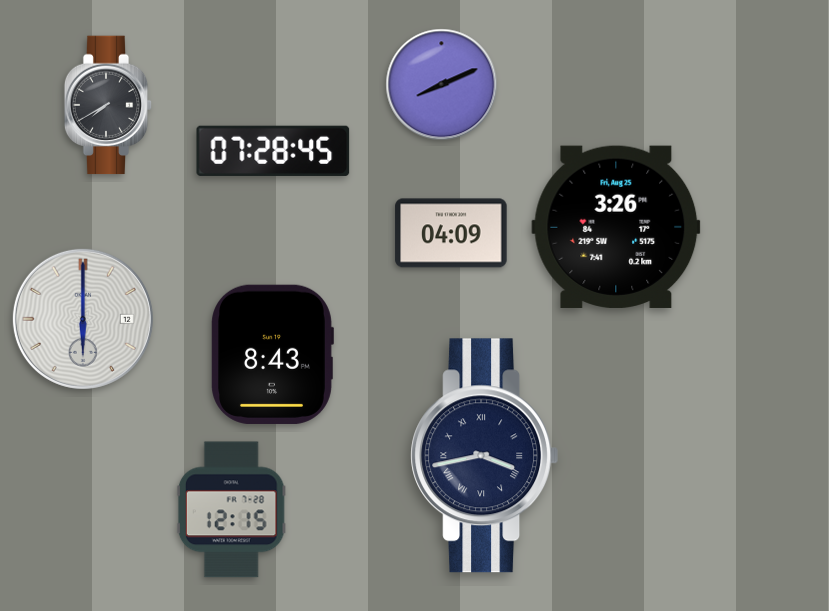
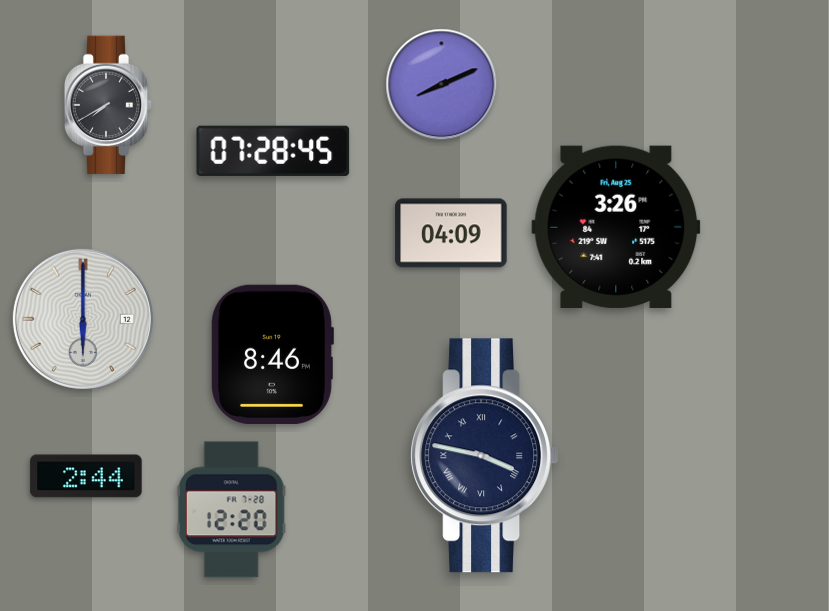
clock at (272, 354): 8:43 -> 8:46
clock at (485, 456): 3:43 -> 3:47
clock at (86, 476): none -> 2:44
clock at (231, 510): 12:15 -> 12:20
